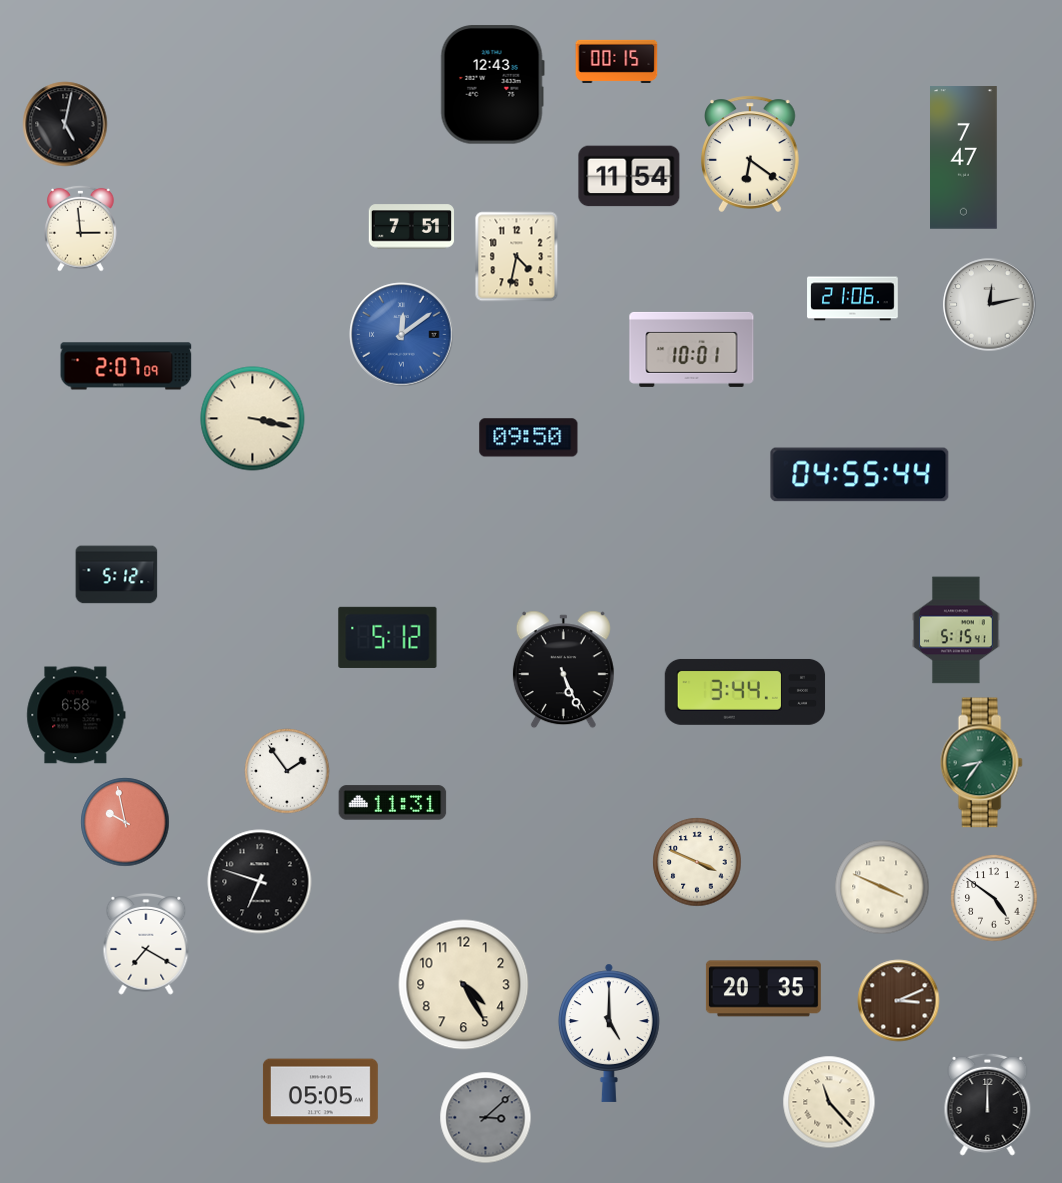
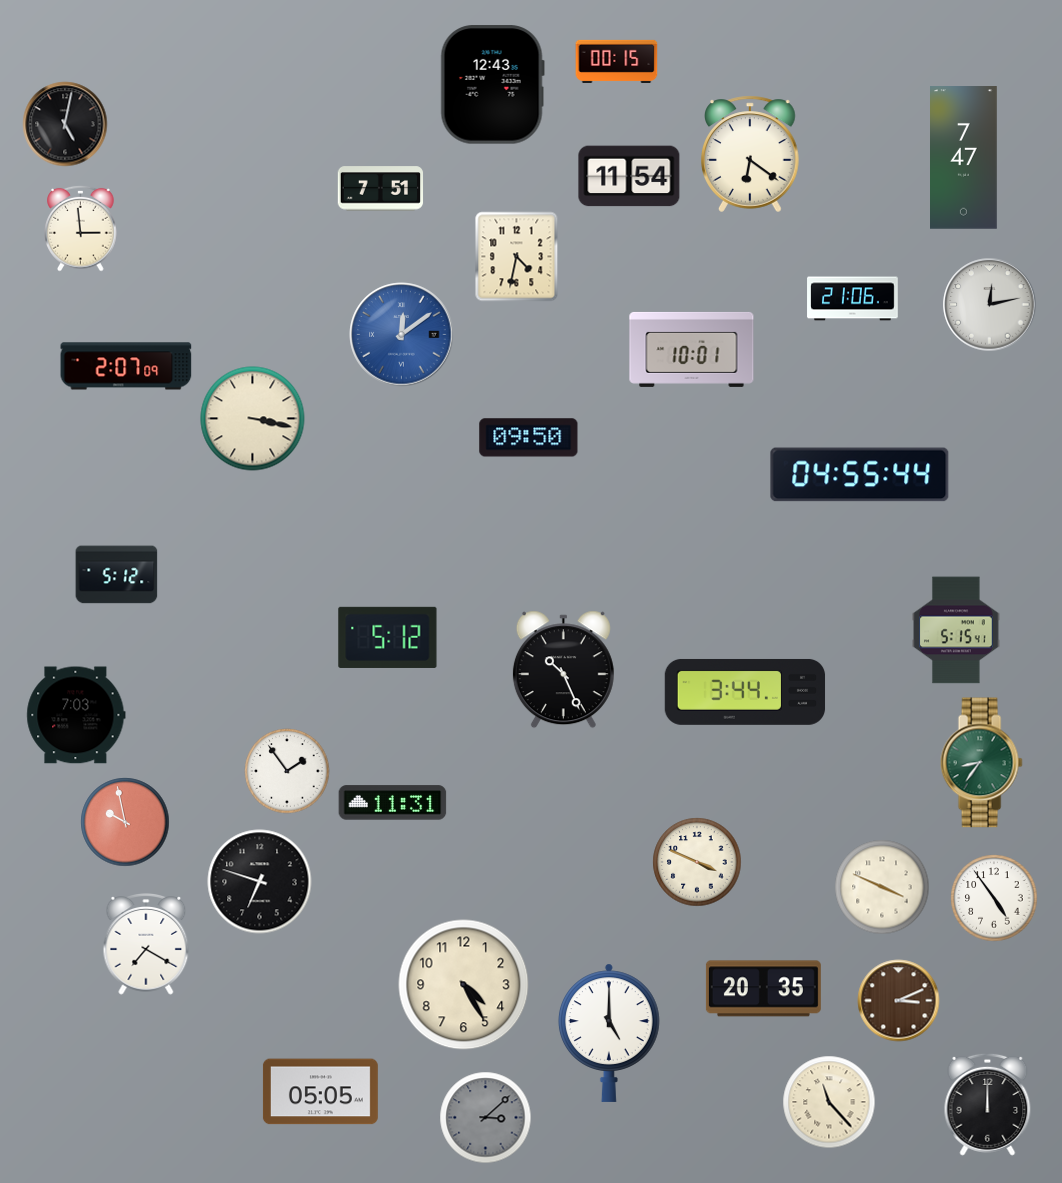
clock at (412, 227) position: (412, 227) -> (381, 189)
clock at (563, 670): 5:26 -> 10:26
clock at (76, 715): 6:58 -> 7:03
clock at (994, 898): 4:51 -> 4:54
